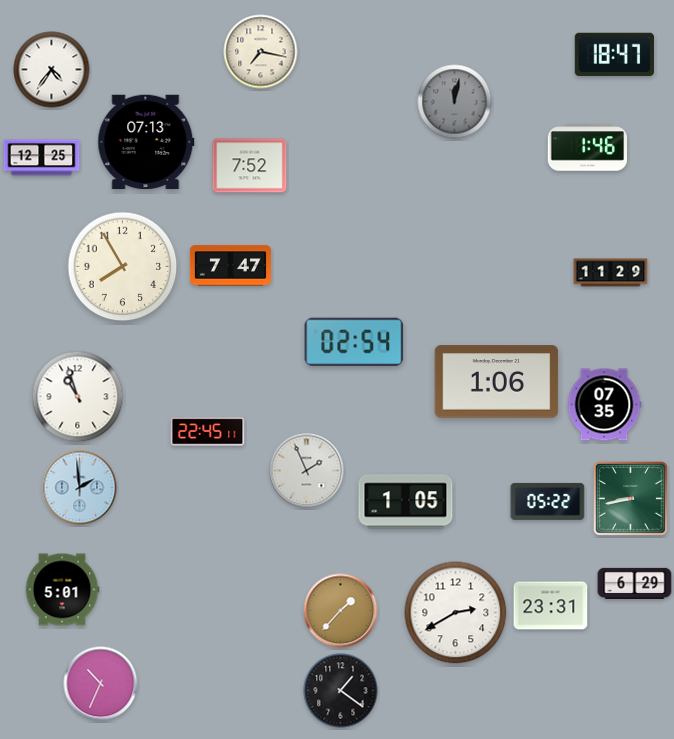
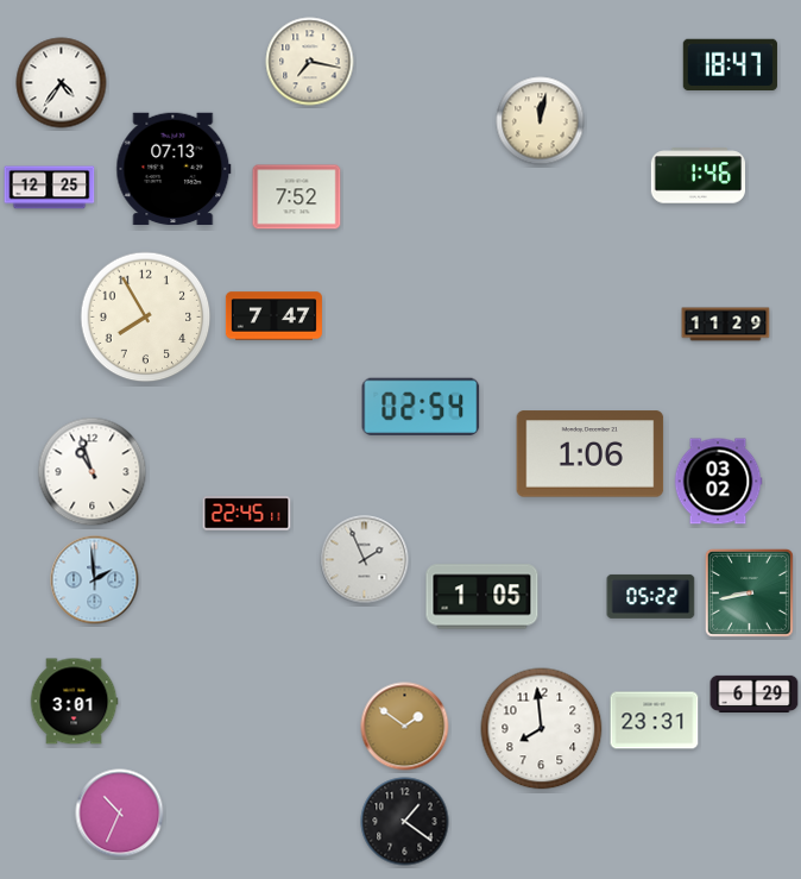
clock at (455, 102) dial: grey -> cream
clock at (604, 405): 07:35 -> 03:02
clock at (62, 590): 5:01 -> 3:01
clock at (341, 611): 1:37 -> 1:51
clock at (456, 613): 2:40 -> 7:59
